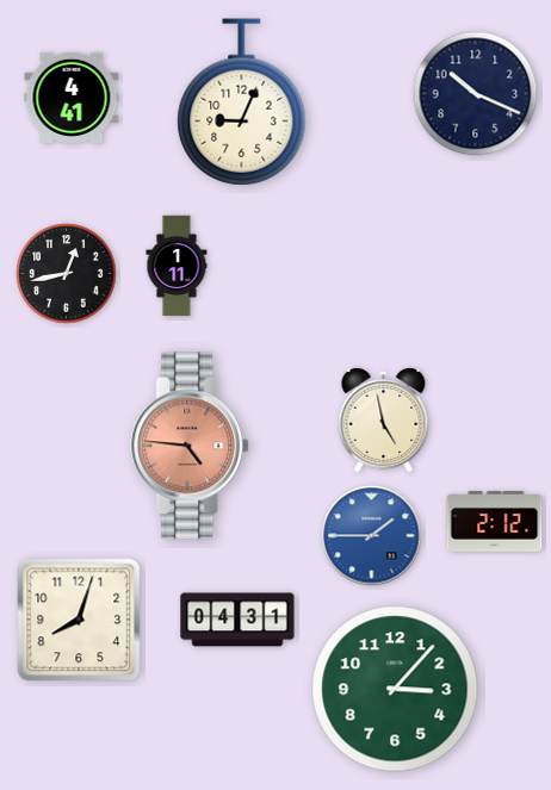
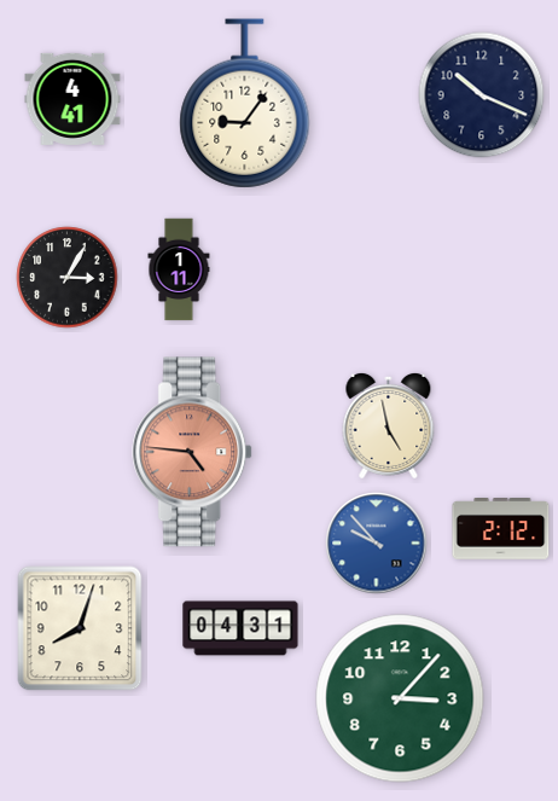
clock at (242, 102): 9:04 -> 9:06
clock at (67, 274): 12:43 -> 3:05
clock at (372, 536): 1:45 -> 9:53
